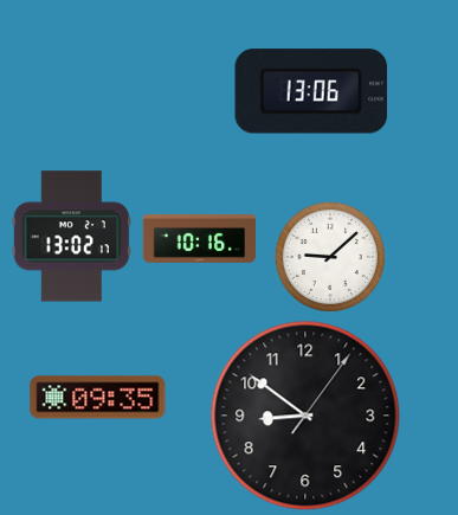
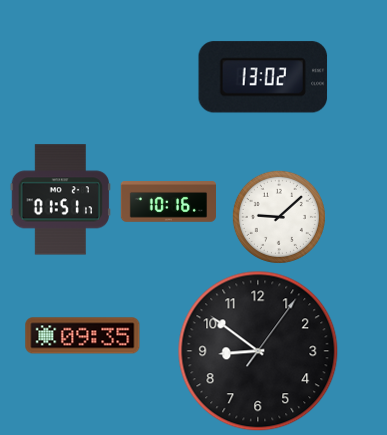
clock at (311, 91): 13:06 -> 13:02
clock at (72, 237): 13:02 -> 01:51
